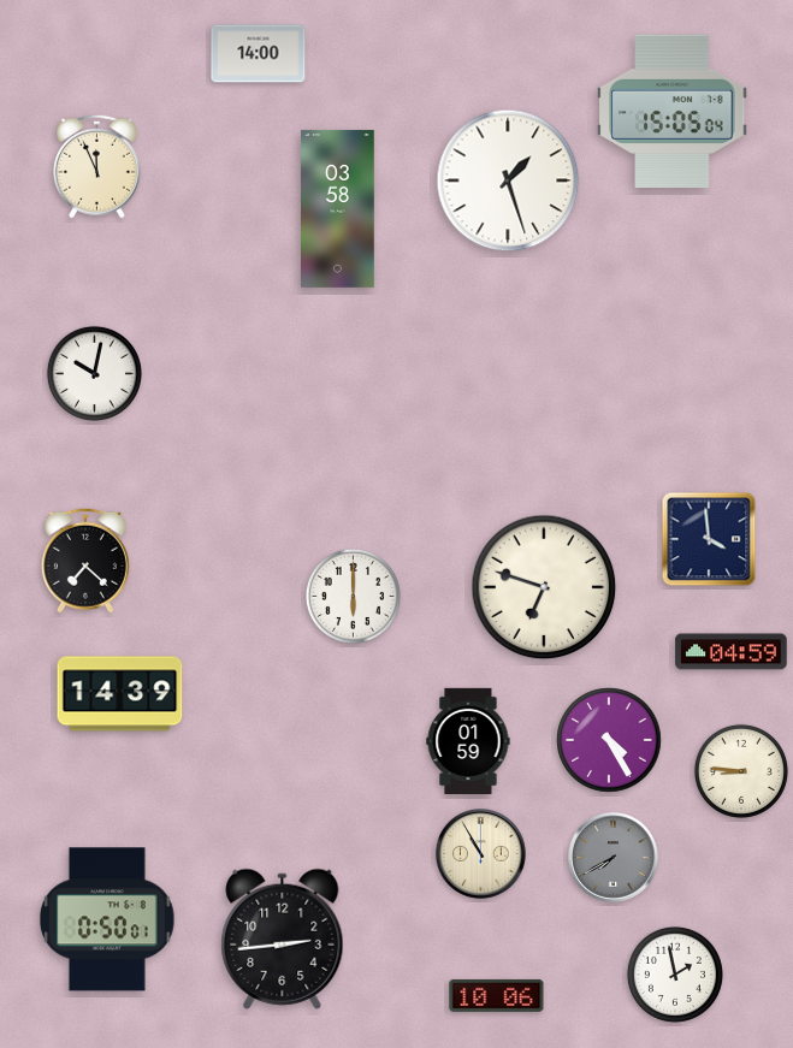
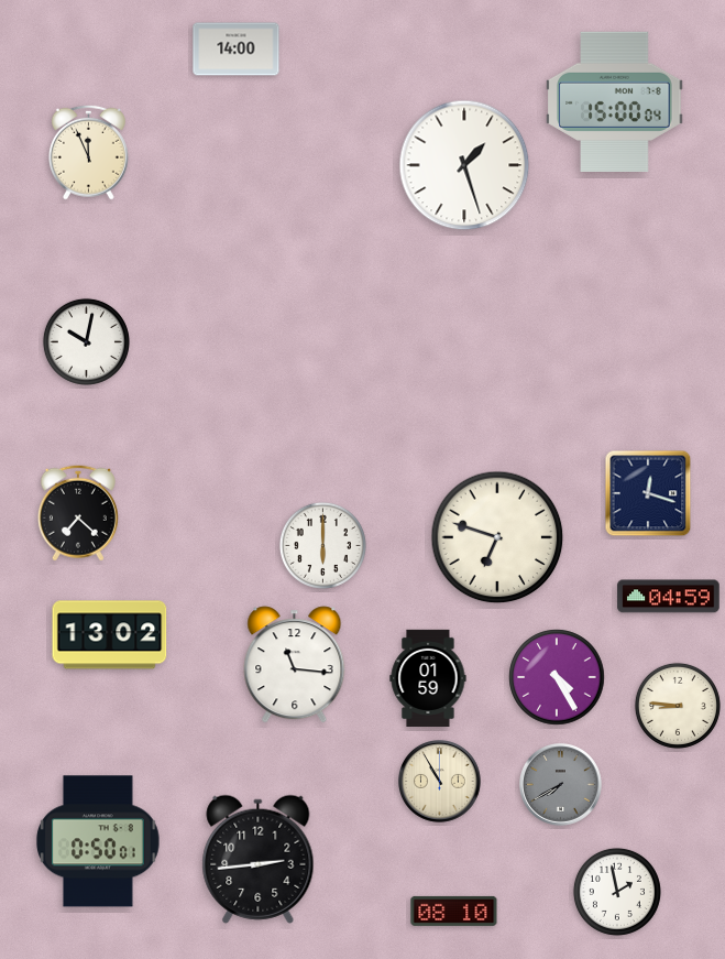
clock at (673, 111): 15:05 -> 15:00
clock at (338, 208): 03:58 -> none
clock at (709, 539): 3:59 -> 12:18
clock at (120, 694): 14:39 -> 13:02
clock at (295, 665): none -> 11:16
clock at (497, 995): 10:06 -> 08:10
